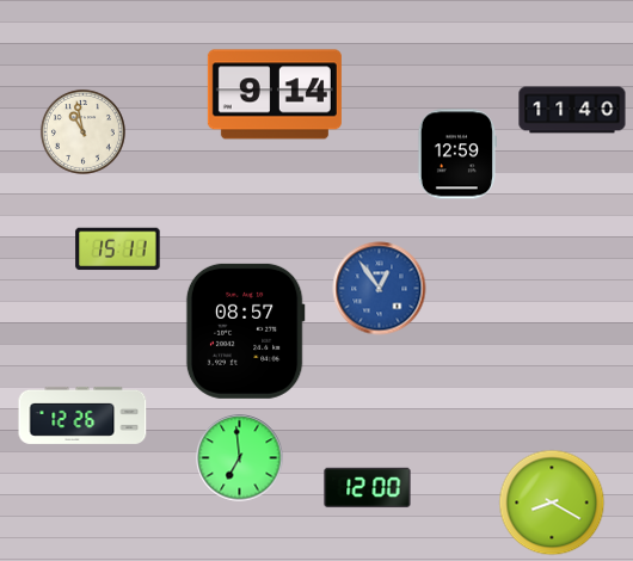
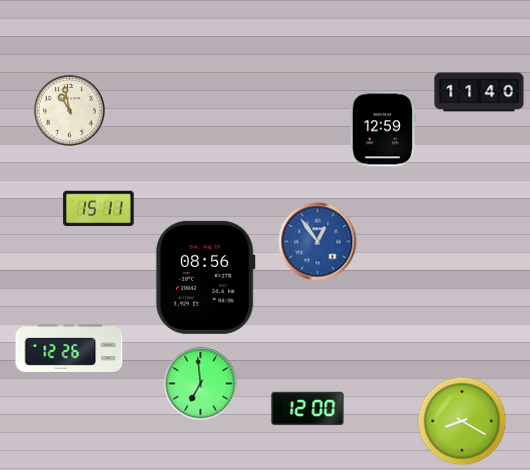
clock at (275, 94): 9:14 -> none
clock at (245, 331): 08:57 -> 08:56
